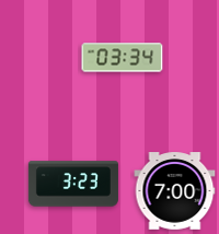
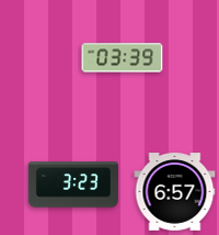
clock at (123, 58): 03:34 -> 03:39
clock at (175, 191): 7:00 -> 6:57
